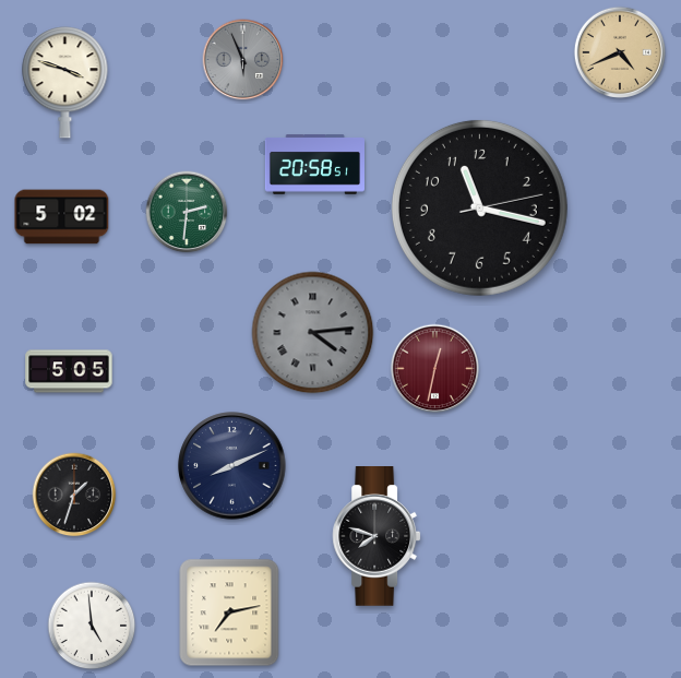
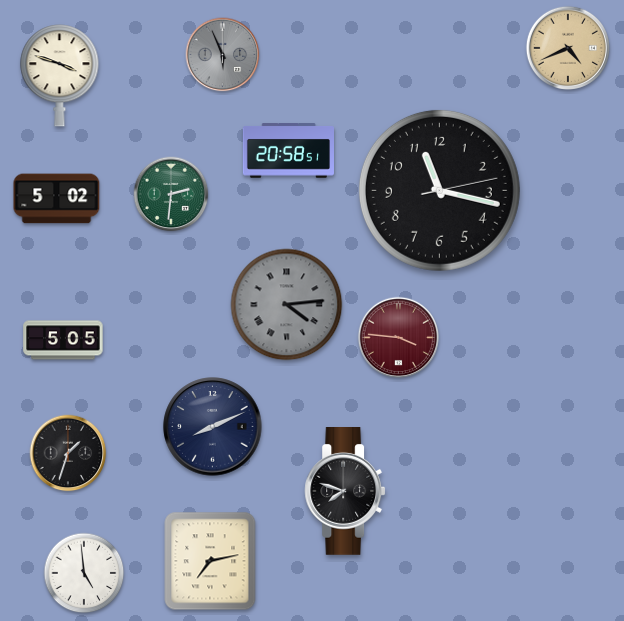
clock at (435, 369): 12:32 -> 3:46
